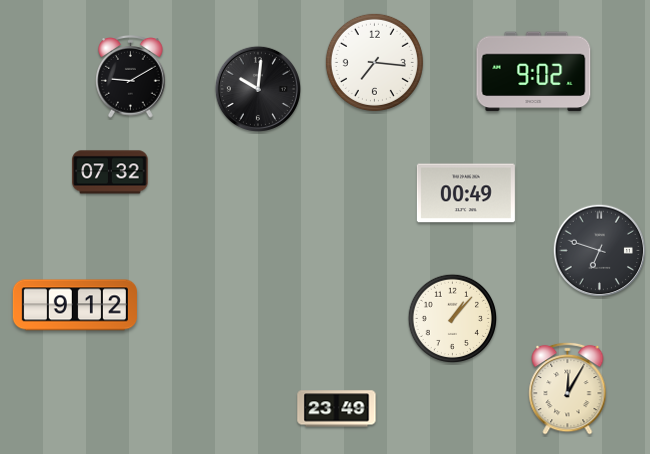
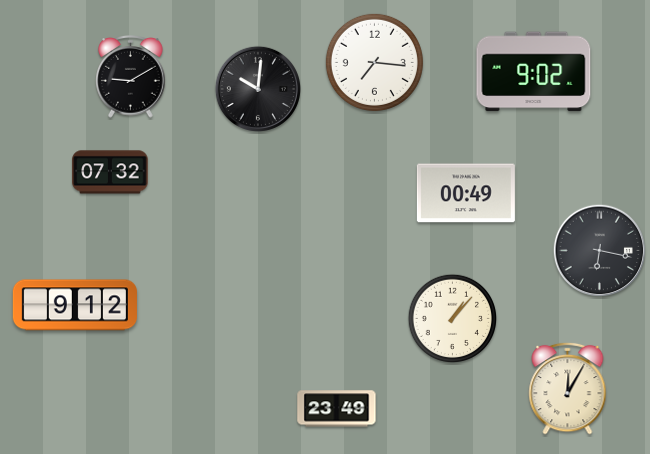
clock at (599, 250): 6:48 -> 6:17
